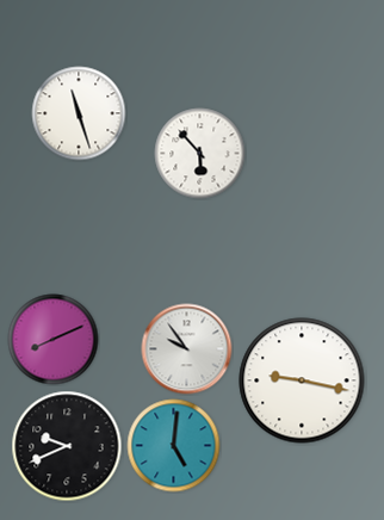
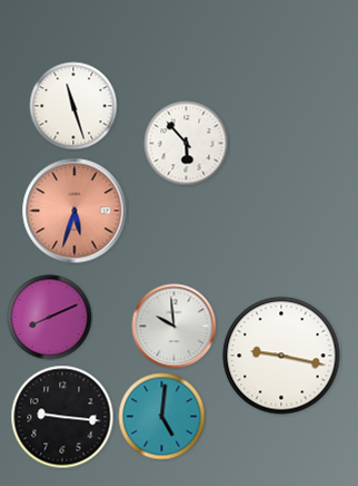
clock at (74, 211): none -> 5:33
clock at (187, 349): 9:54 -> 9:59
clock at (67, 446): 9:41 -> 9:16
